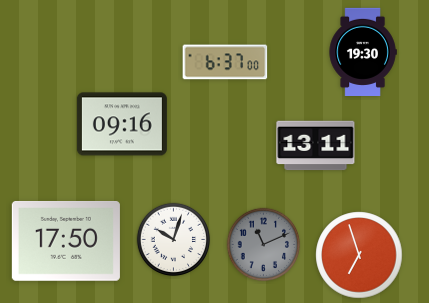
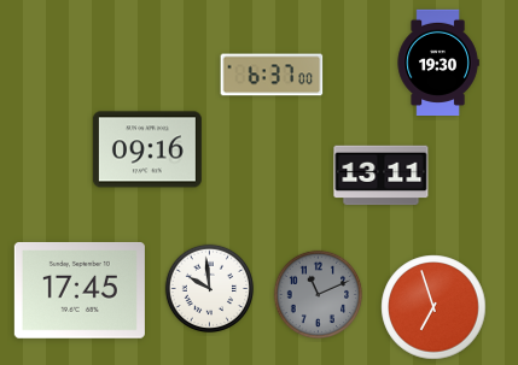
clock at (174, 240): 10:03 -> 9:59
clock at (66, 241): 17:50 -> 17:45
